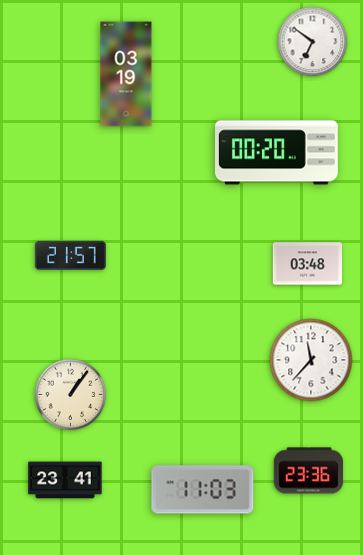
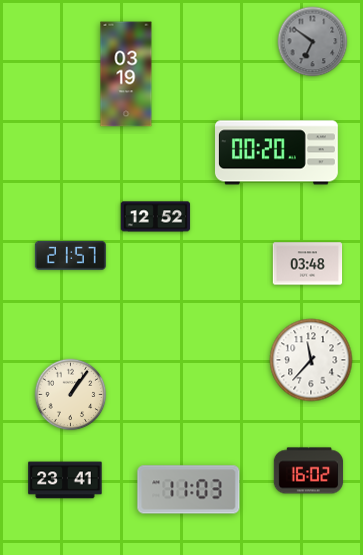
clock at (313, 42) dial: white -> grey
clock at (156, 217): none -> 12:52
clock at (309, 471): 23:36 -> 16:02
clock at (203, 490) position: (203, 490) -> (189, 490)
